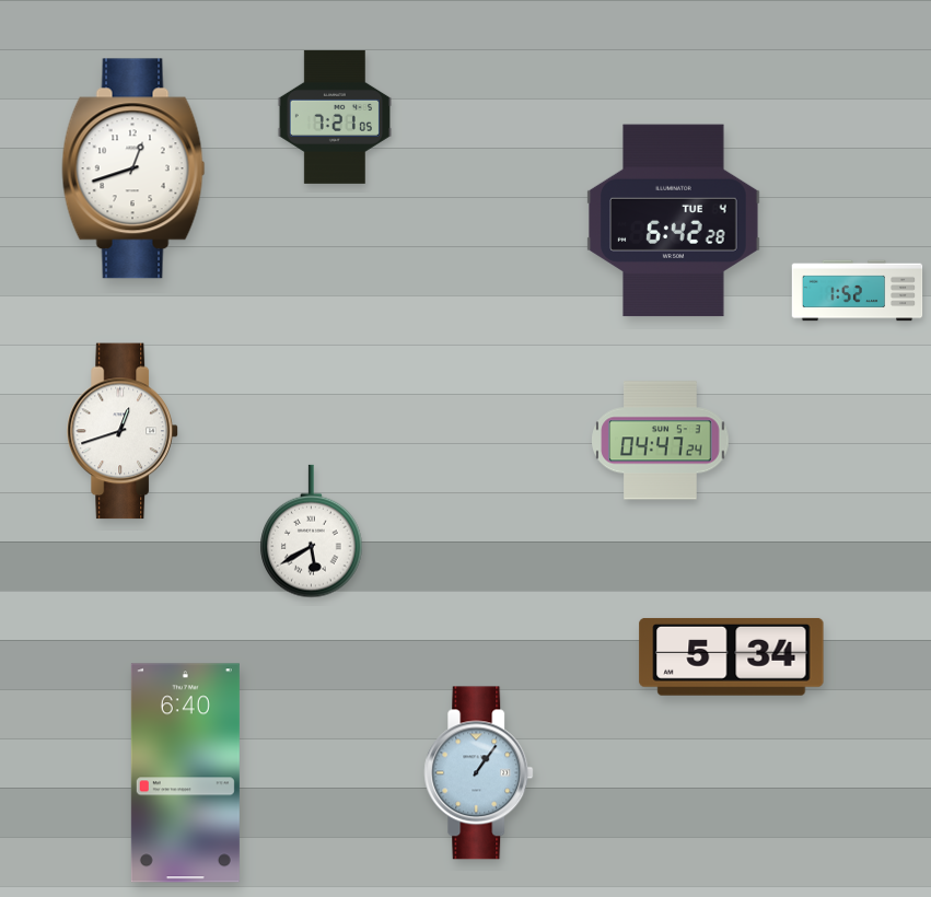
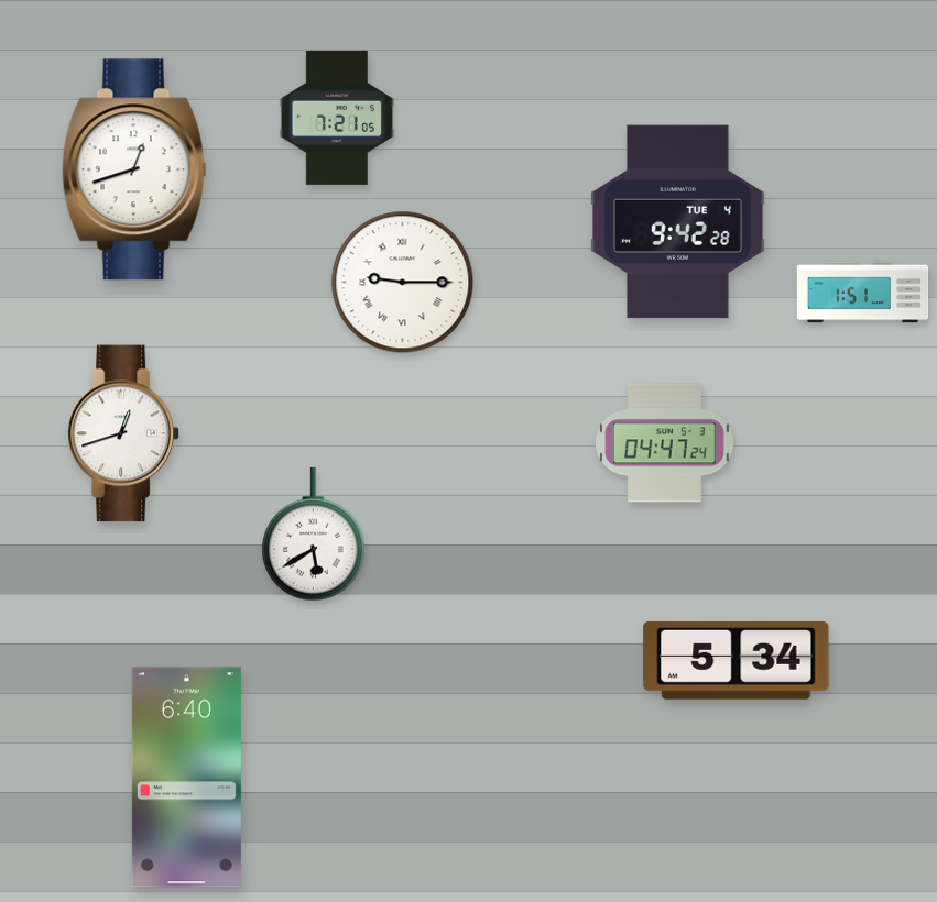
clock at (674, 221): 6:42 -> 9:42
clock at (403, 283): none -> 9:15
clock at (858, 291): 1:52 -> 1:51
clock at (479, 773): 1:06 -> none
